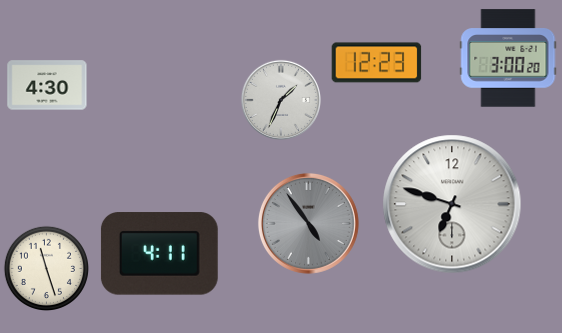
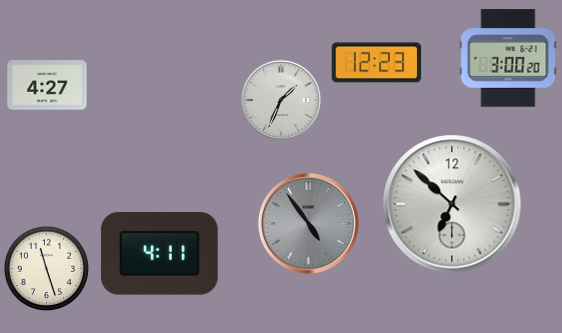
clock at (47, 85): 4:30 -> 4:27
clock at (452, 204): 6:48 -> 6:52
